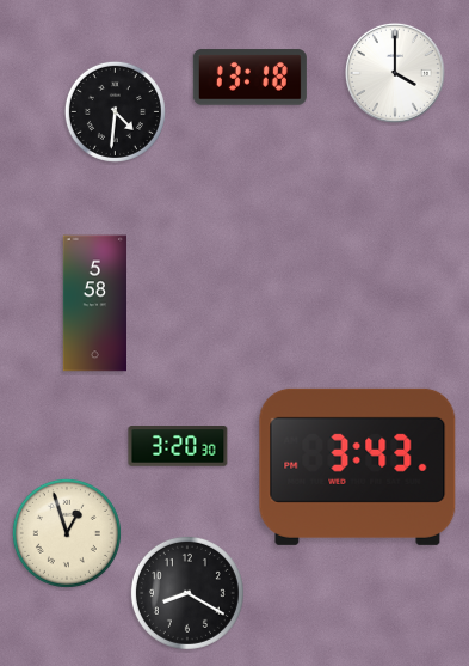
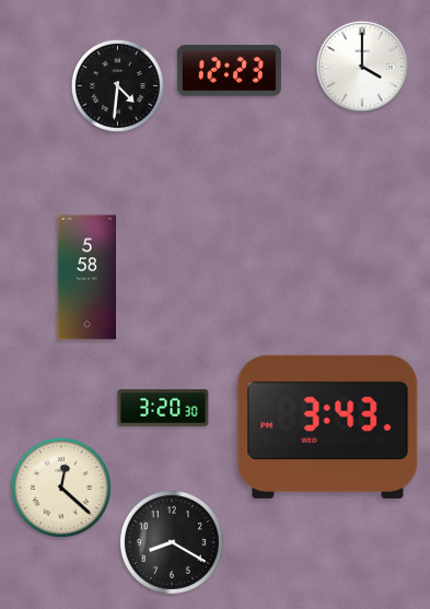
clock at (249, 78): 13:18 -> 12:23
clock at (115, 111) position: (115, 111) -> (117, 85)
clock at (67, 533): 12:57 -> 12:22
